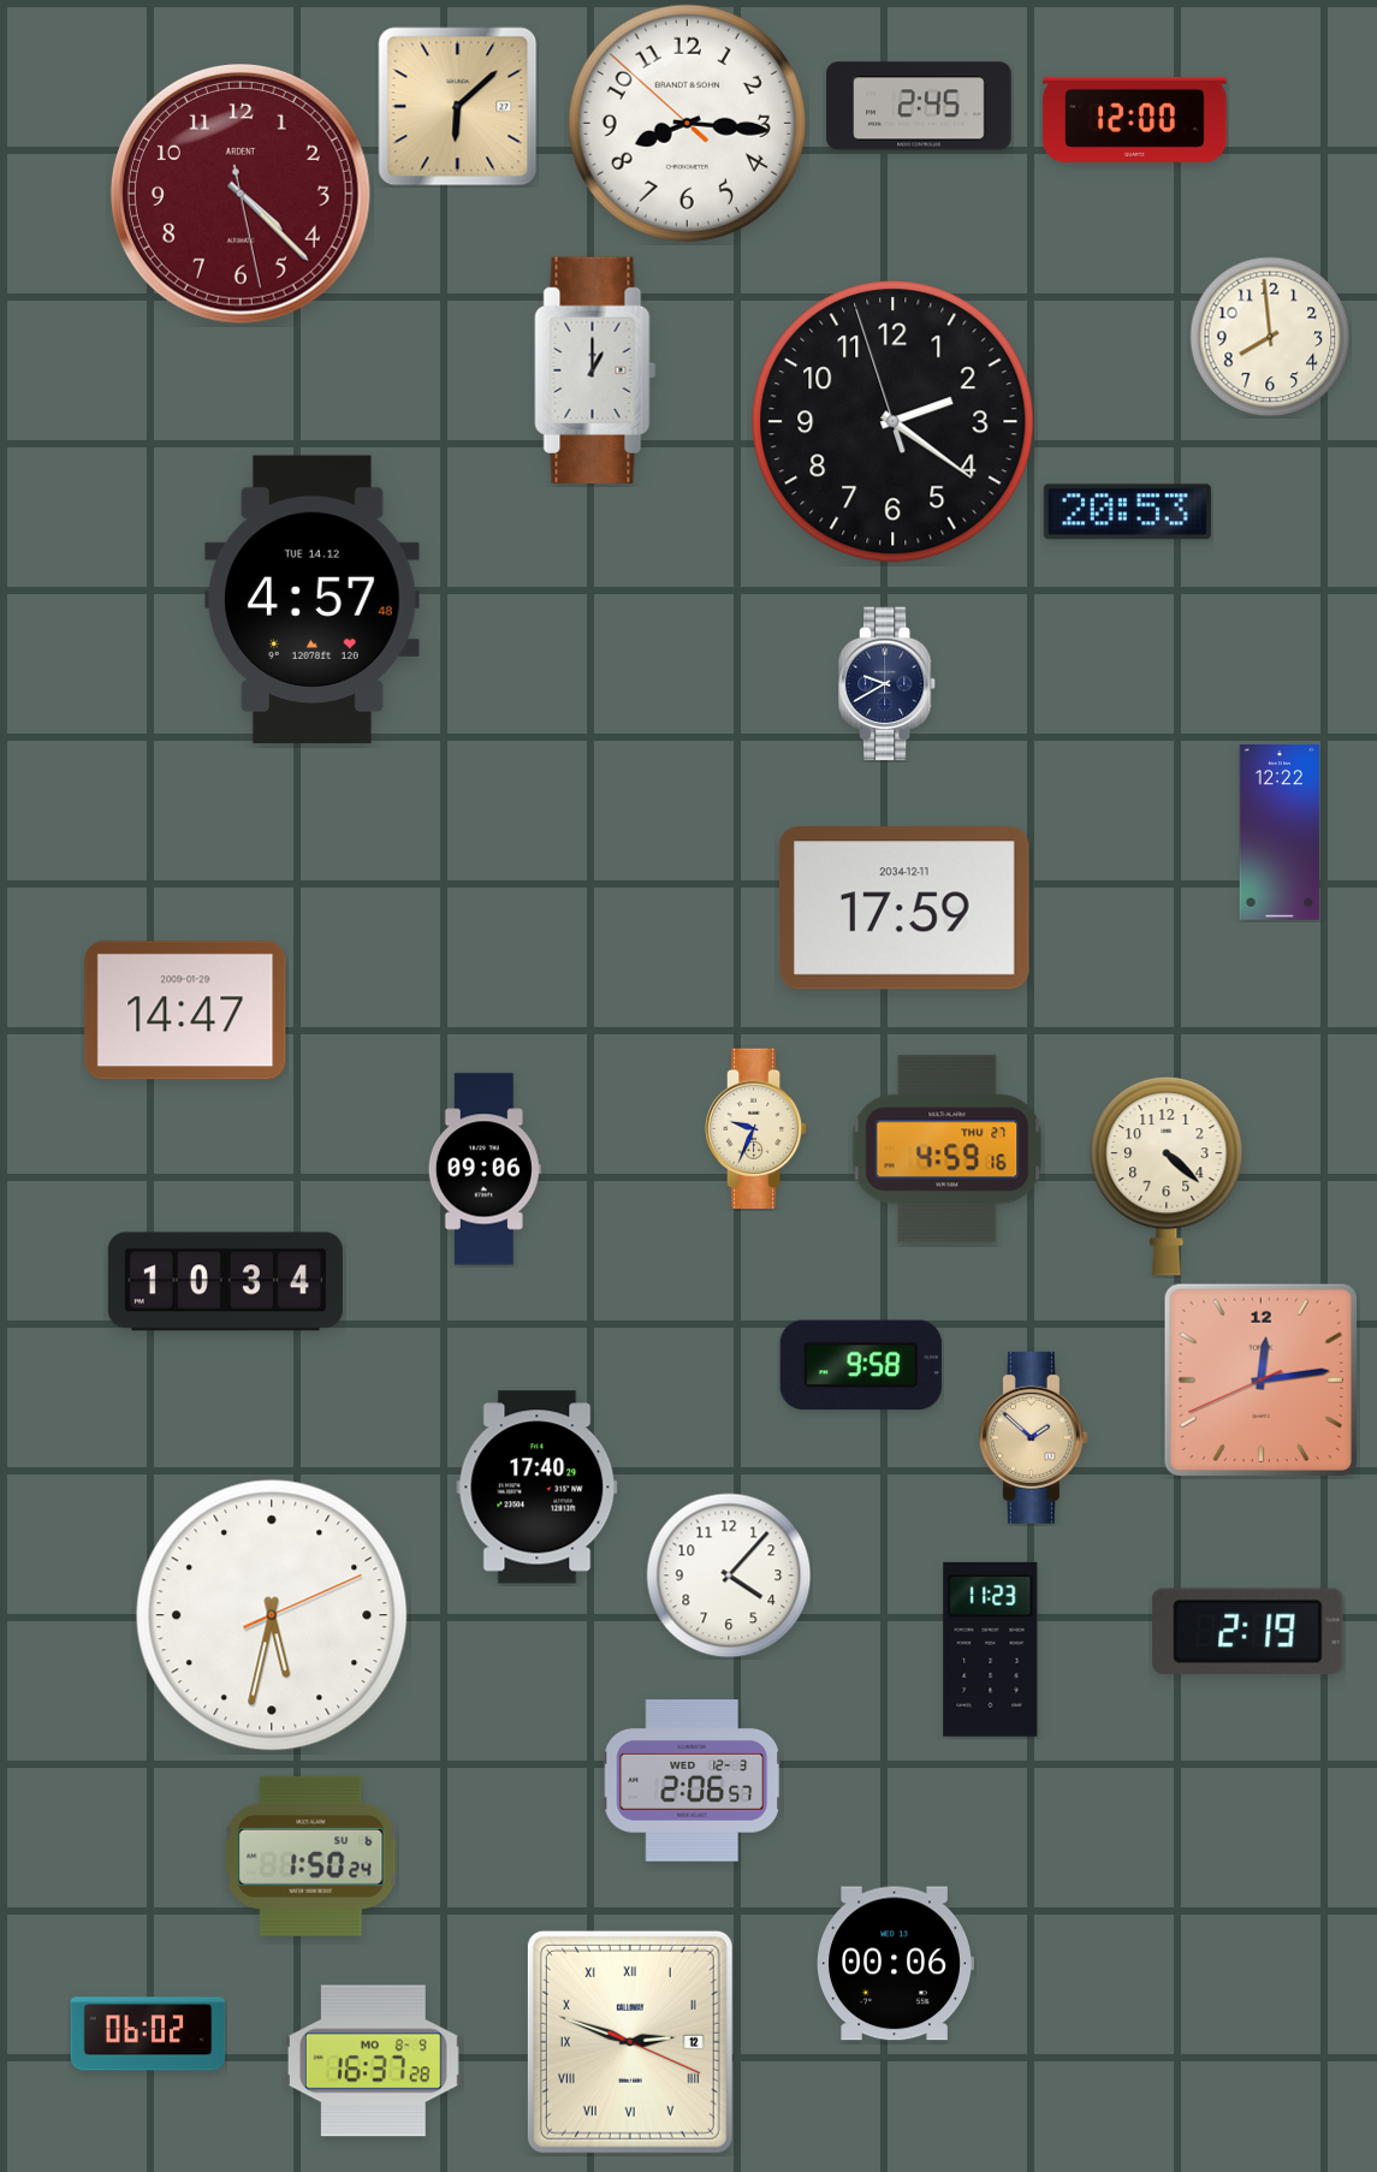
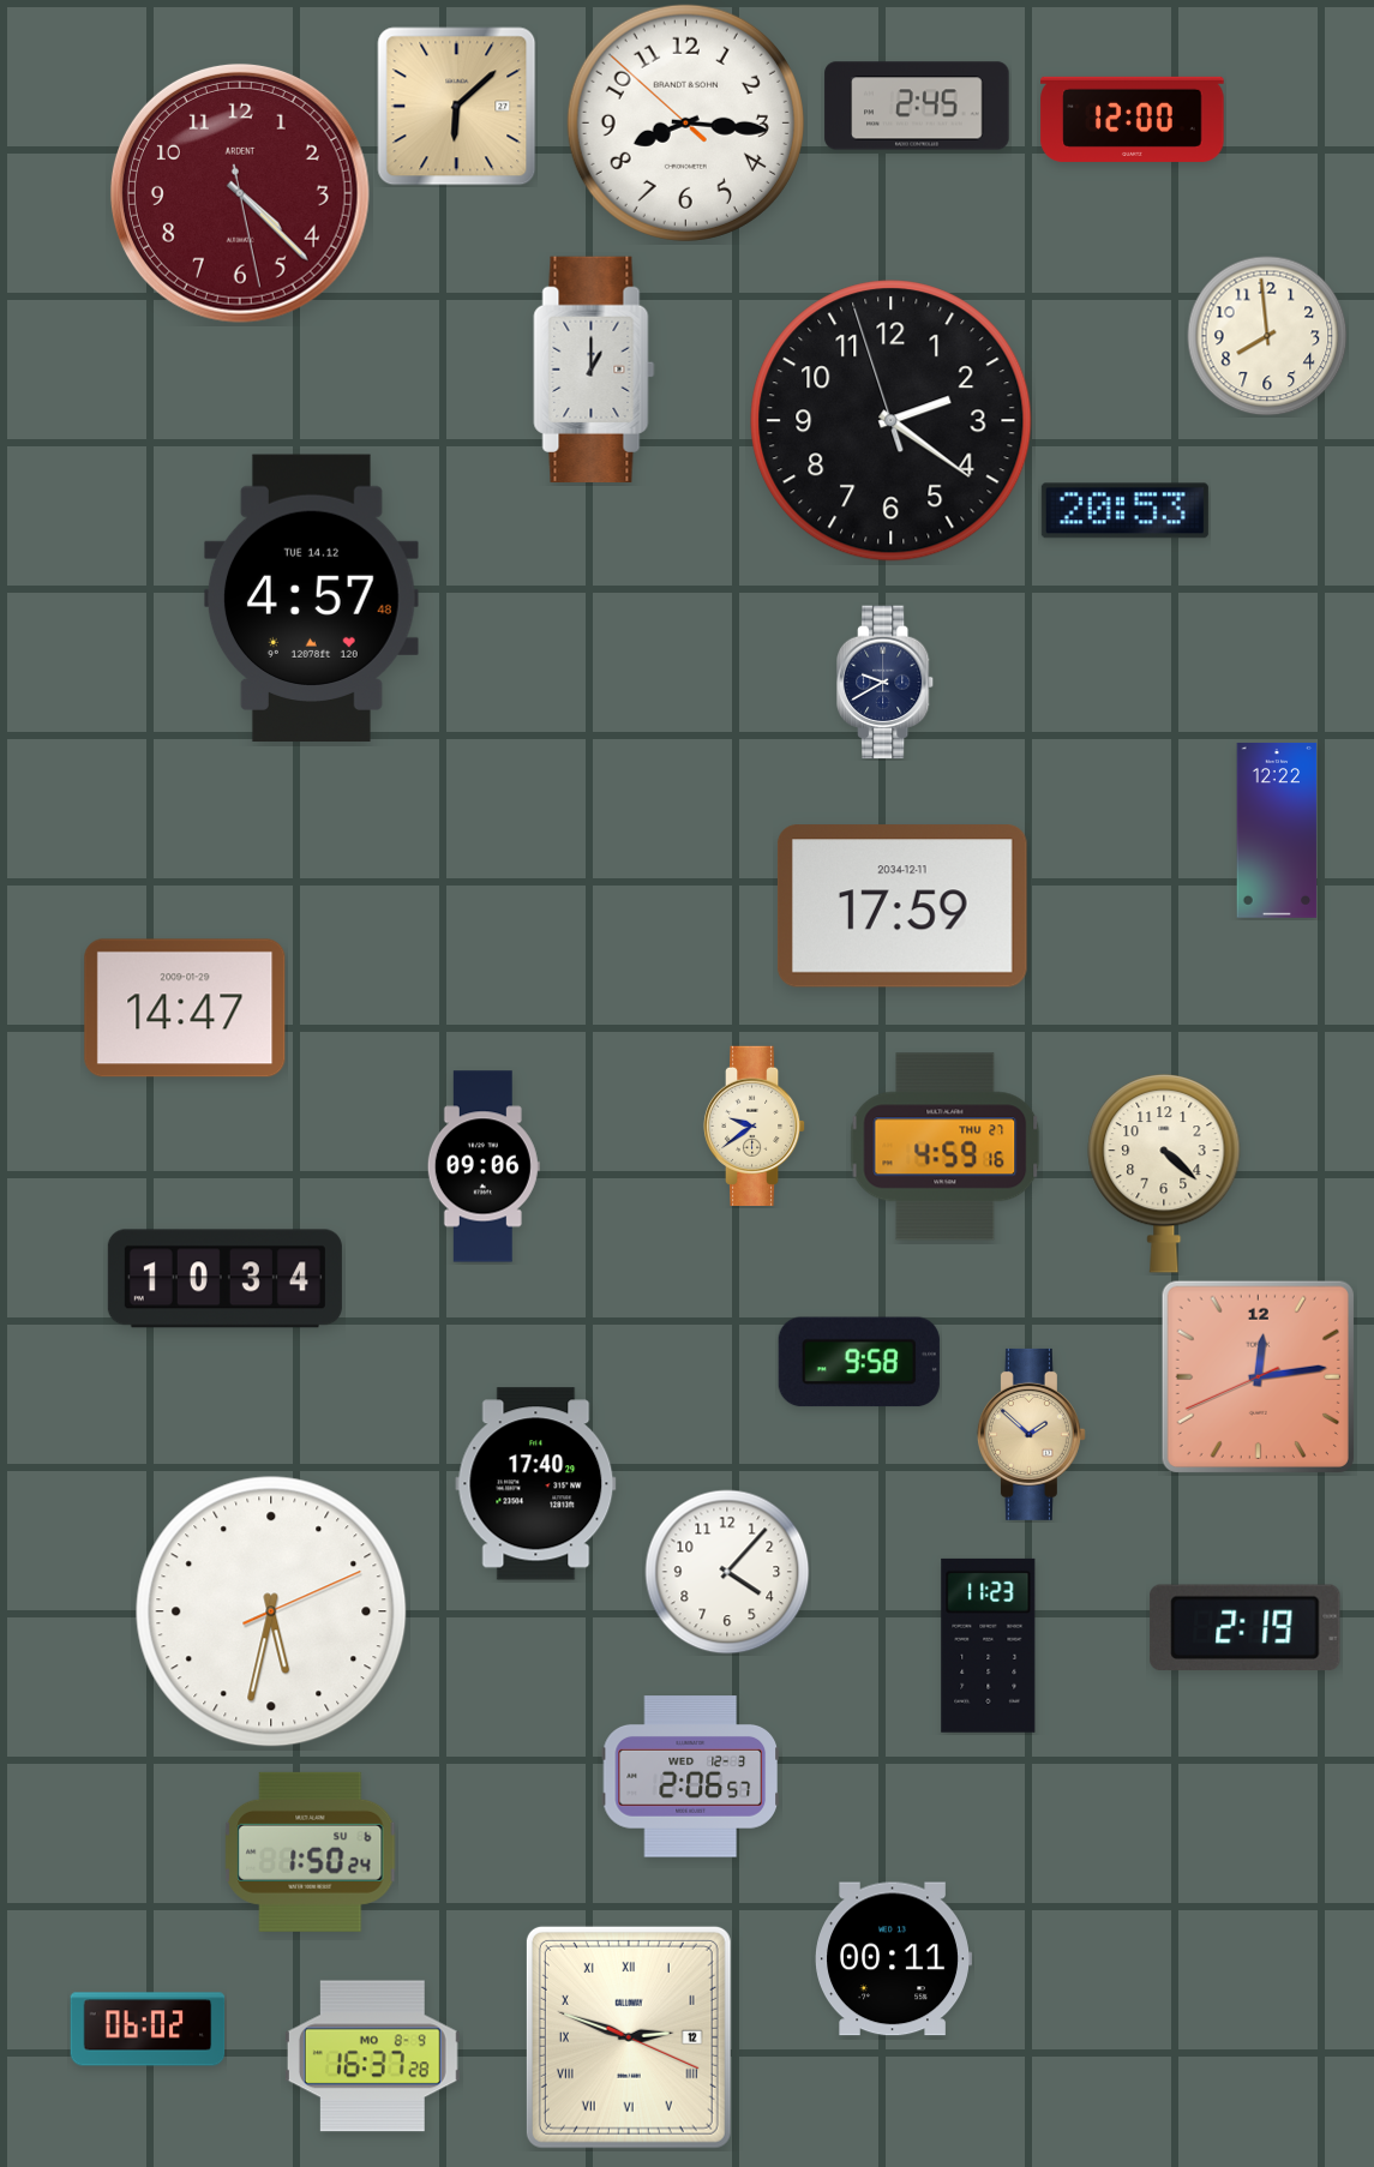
clock at (756, 1128): 9:34 -> 9:39
clock at (895, 1964): 00:06 -> 00:11
